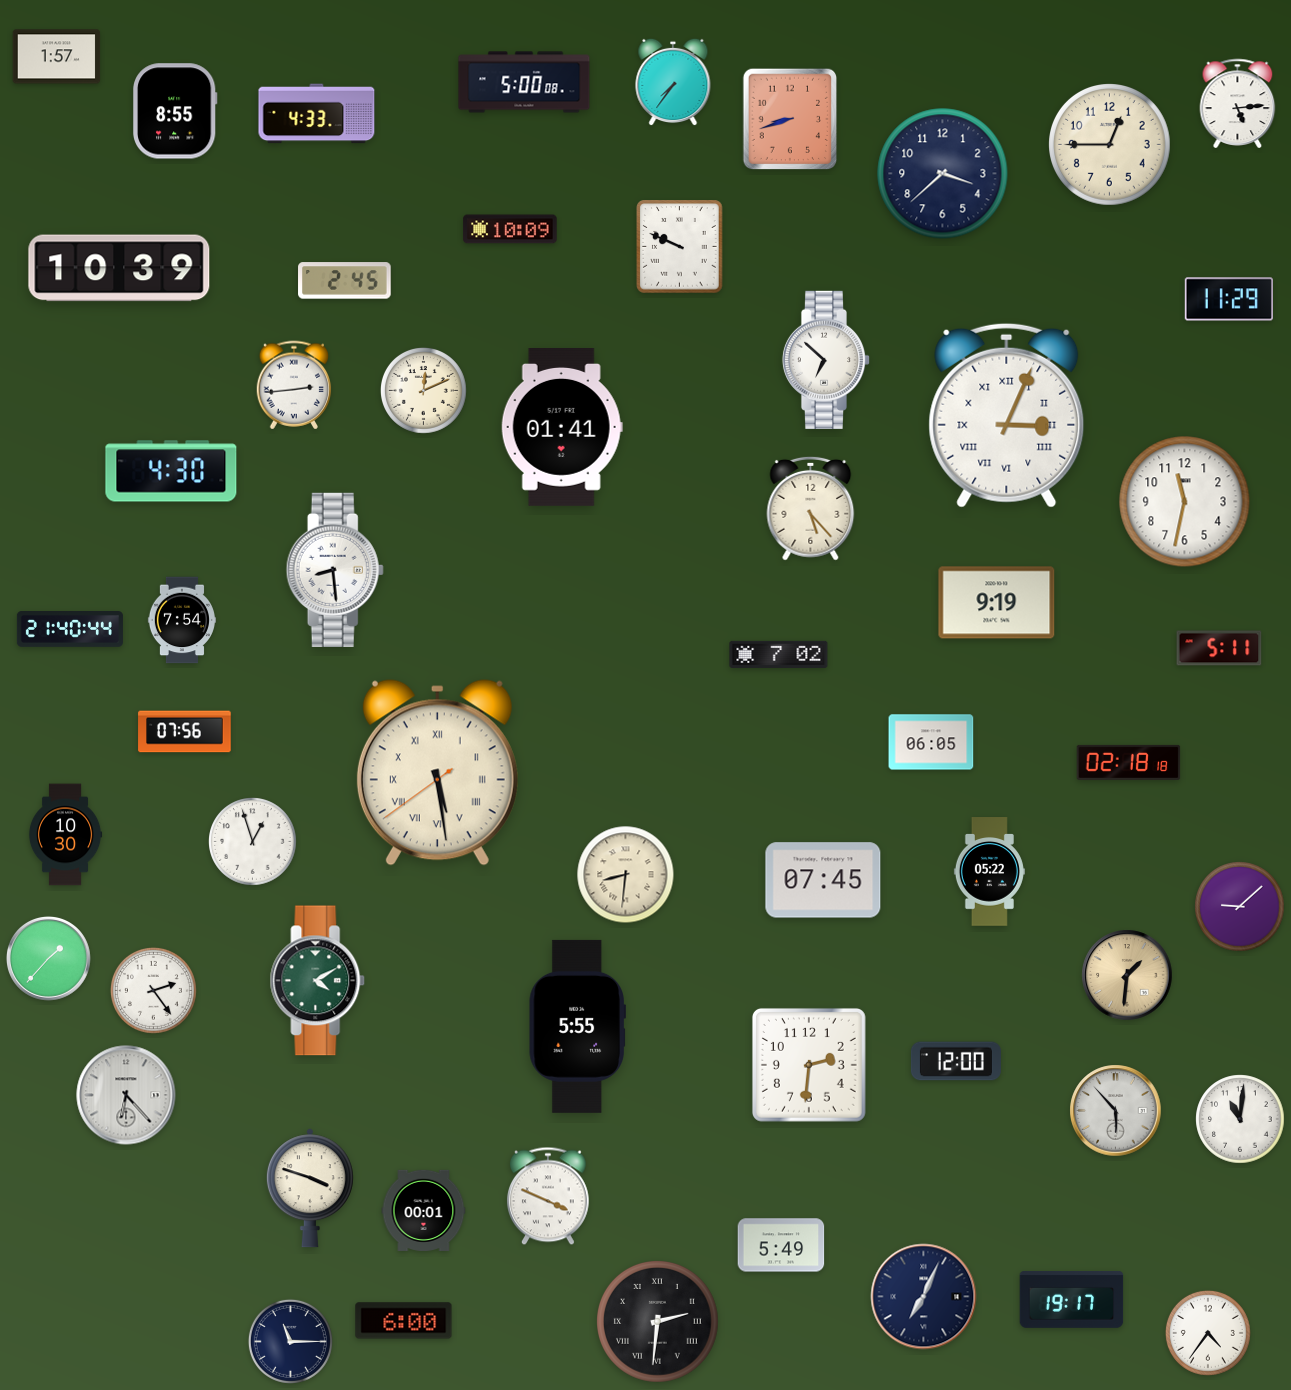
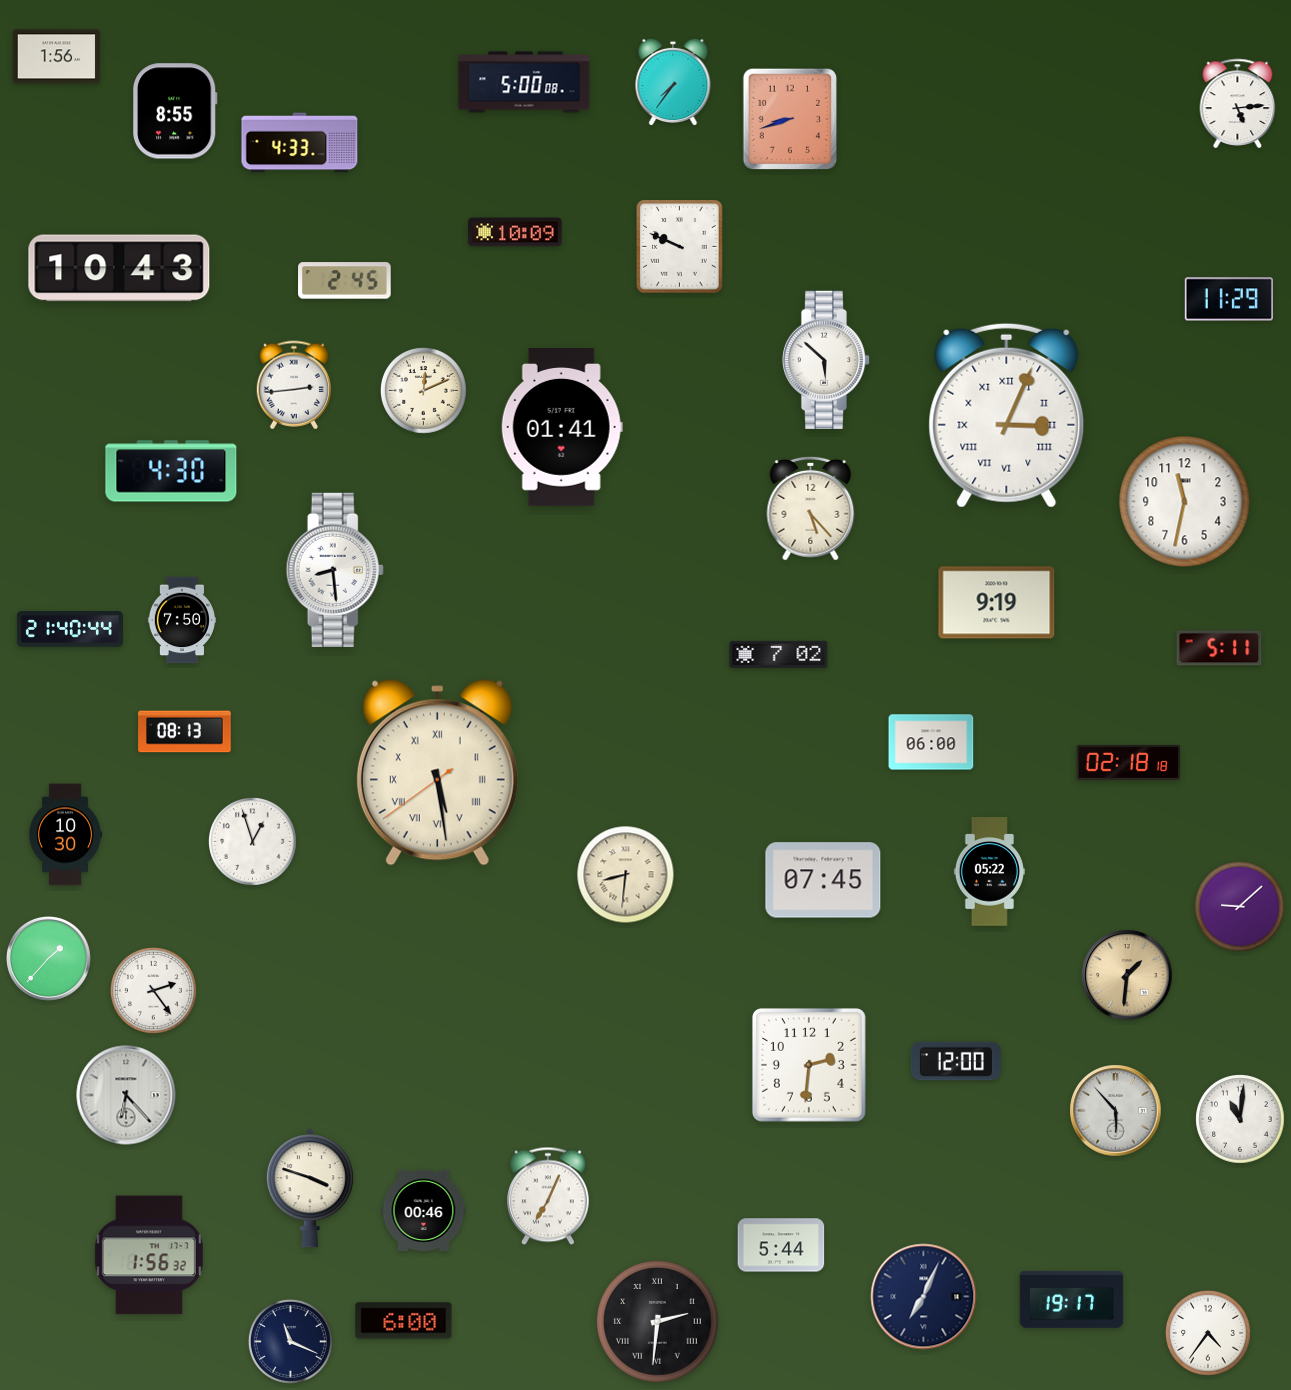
clock at (57, 57): 1:57 -> 1:56
clock at (317, 114) position: (317, 114) -> (300, 143)
clock at (1110, 145): 12:45 -> none
clock at (943, 174): 3:38 -> none
clock at (510, 229) position: (510, 229) -> (515, 232)
clock at (119, 268): 10:39 -> 10:43
clock at (826, 360): 6:52 -> 5:52
clock at (181, 620): 7:54 -> 7:50
clock at (185, 732): 07:56 -> 08:13
clock at (931, 742): 06:05 -> 06:00
clock at (318, 981): 4:10 -> none
clock at (577, 1026): 5:55 -> none
clock at (548, 1196): 3:49 -> 7:04
clock at (424, 1210): 00:01 -> 00:46
clock at (781, 1245): 5:49 -> 5:44
clock at (149, 1255): none -> 1:56
clock at (290, 1341): 11:15 -> 11:19
